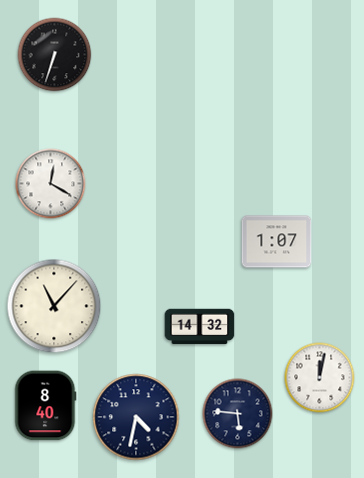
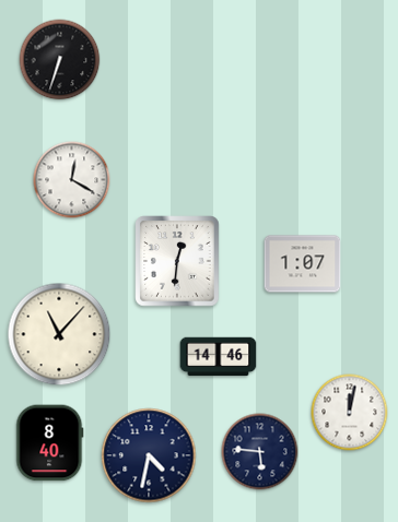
clock at (51, 184) position: (51, 184) -> (72, 180)
clock at (177, 261): none -> 12:31
clock at (200, 327): 14:32 -> 14:46
